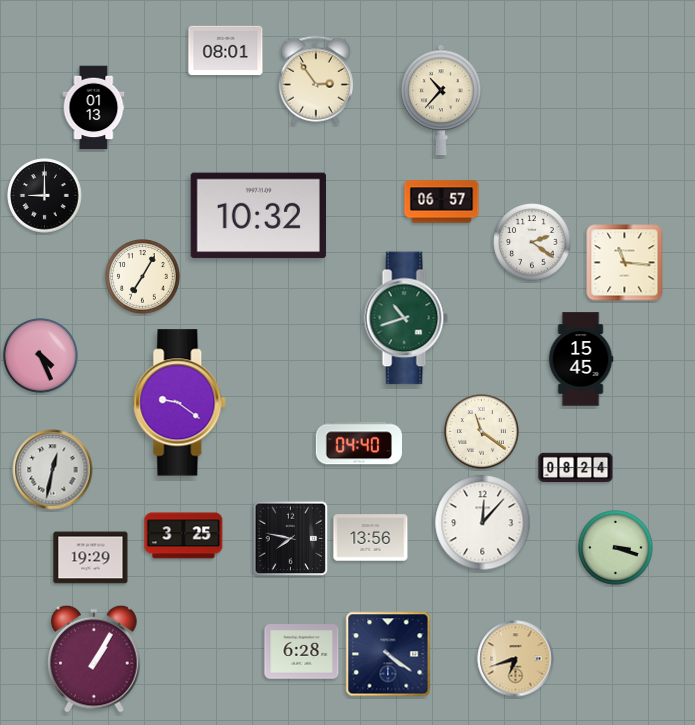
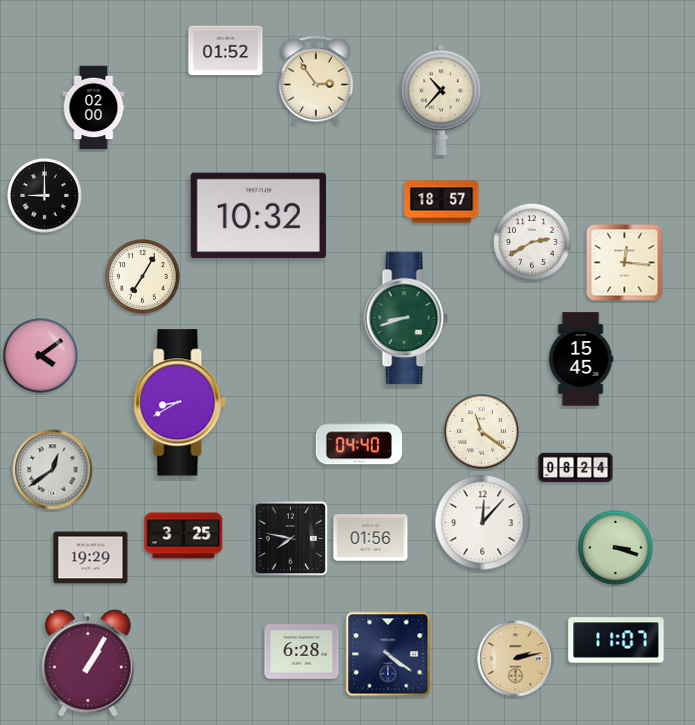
clock at (226, 51): 08:01 -> 01:52
clock at (94, 108): 01:13 -> 02:00
clock at (442, 202): 06:57 -> 18:57
clock at (532, 242): 2:21 -> 2:40
clock at (625, 263): 11:16 -> 12:16
clock at (406, 318): 10:42 -> 8:42
clock at (41, 356): 4:26 -> 4:09
clock at (180, 403): 9:21 -> 8:40
clock at (53, 470): 12:32 -> 12:39
clock at (371, 538): 13:56 -> 01:56
clock at (616, 640): none -> 11:07
clock at (94, 659) position: (94, 659) -> (88, 663)
clock at (516, 659): 6:42 -> 2:13
